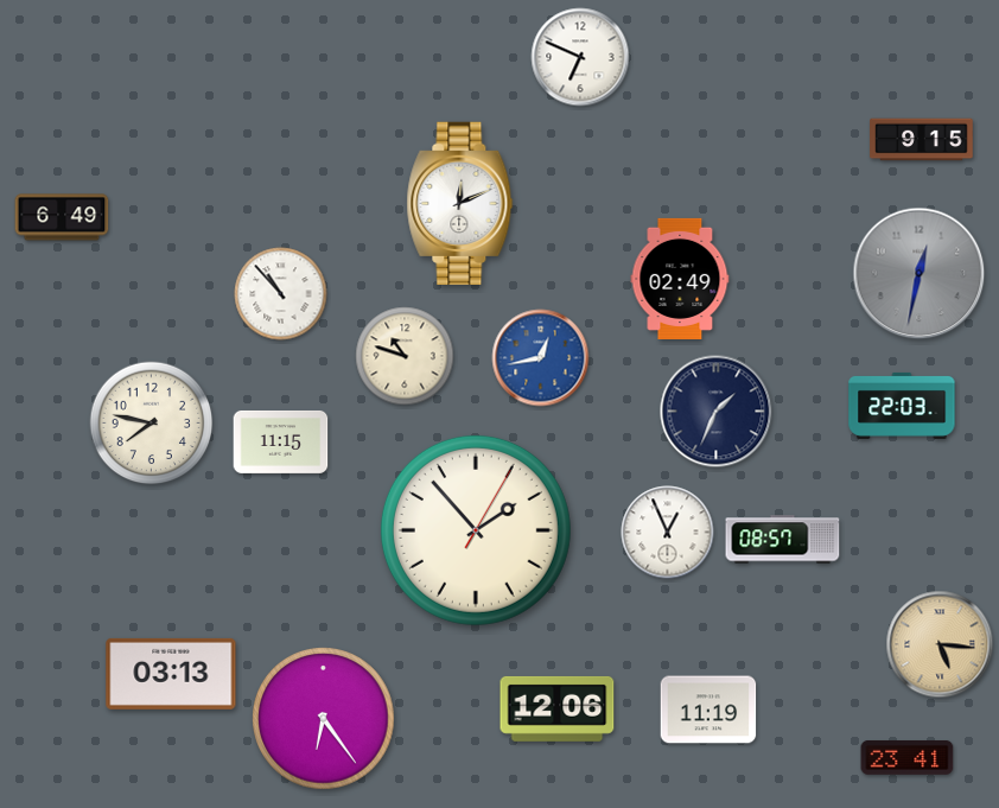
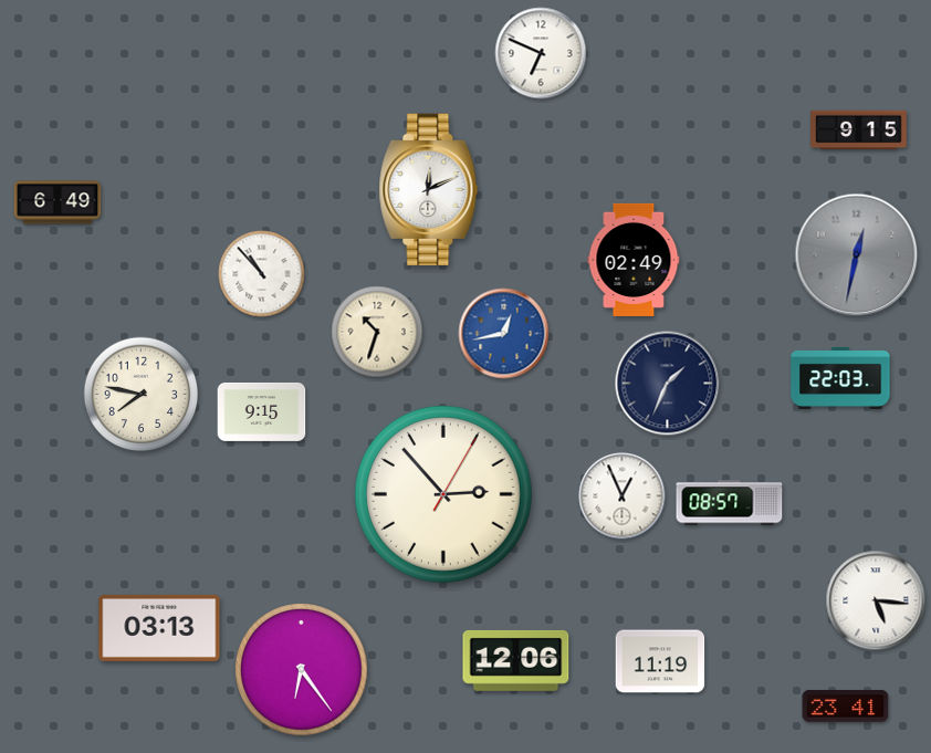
clock at (405, 356): 10:48 -> 10:33
clock at (281, 441): 11:15 -> 9:15
clock at (476, 530): 1:53 -> 2:53
clock at (940, 644) dial: champagne -> white
clock at (558, 708) position: (558, 708) -> (516, 660)
